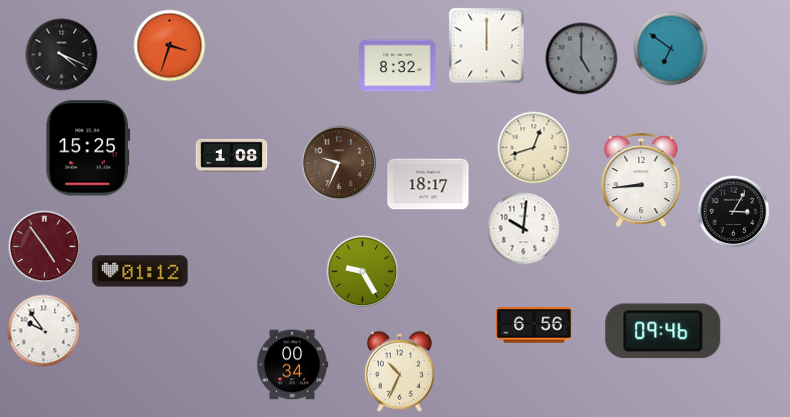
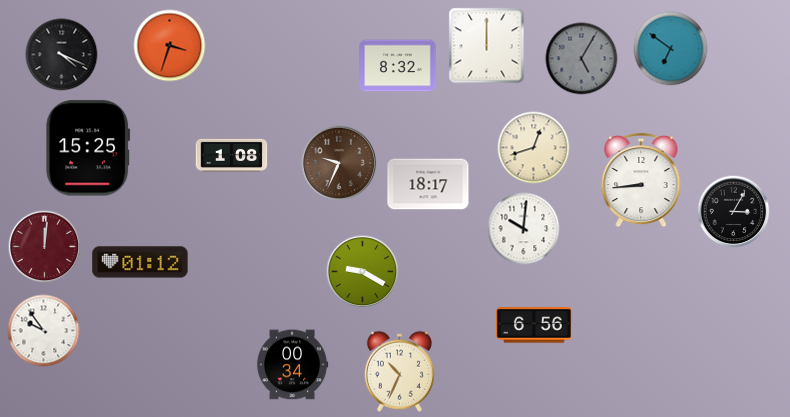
clock at (582, 59): 5:00 -> 5:05
clock at (45, 247): 4:54 -> 12:01
clock at (140, 271) position: (140, 271) -> (140, 262)
clock at (363, 272): 9:25 -> 9:20
clock at (663, 331): 09:46 -> none
